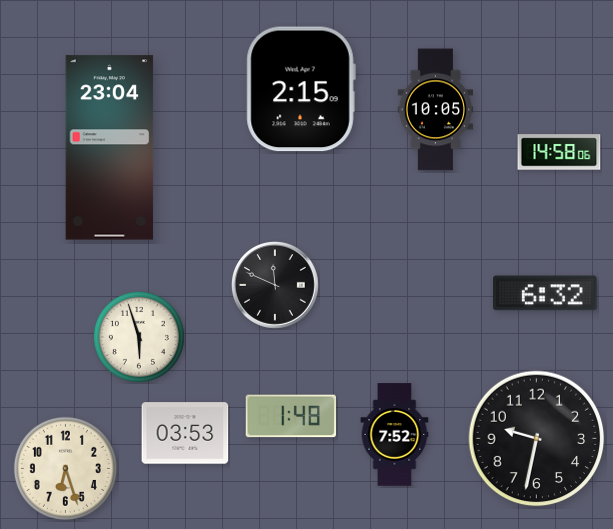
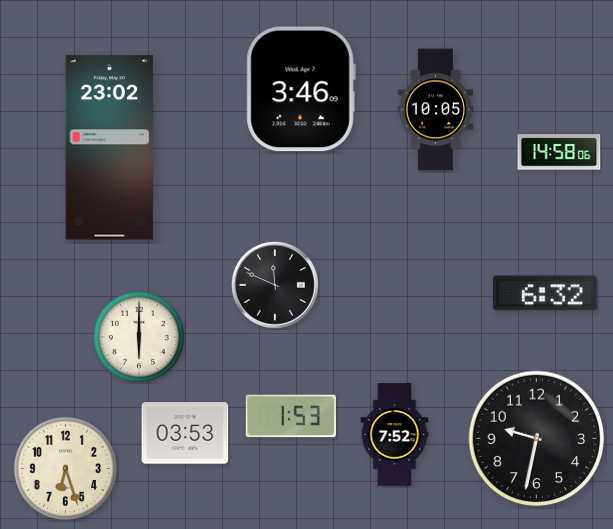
clock at (301, 89): 2:15 -> 3:46
clock at (110, 148): 23:04 -> 23:02
clock at (139, 337): 5:57 -> 6:00
clock at (291, 416): 1:48 -> 1:53
